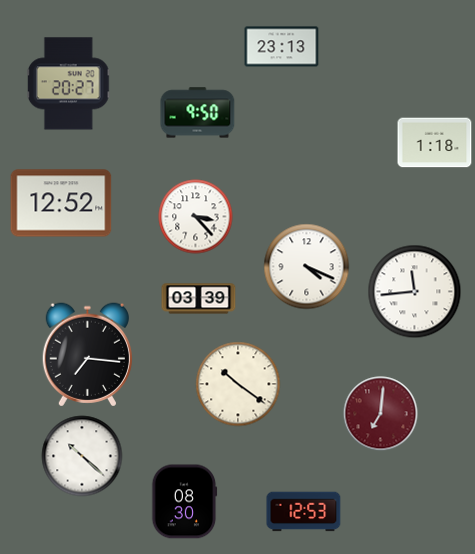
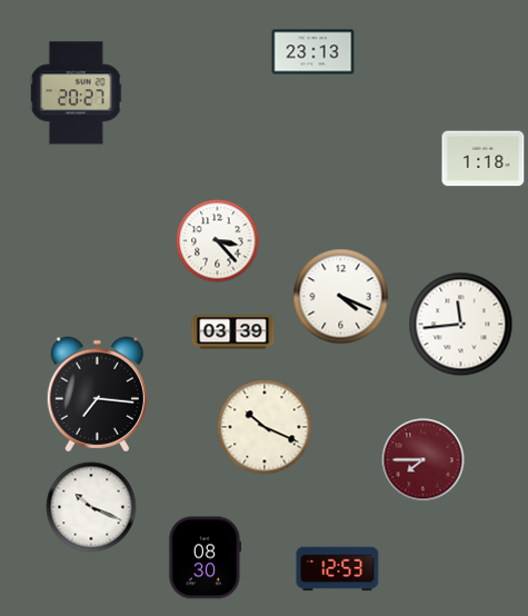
clock at (198, 113): 9:50 -> none
clock at (61, 203): 12:52 -> none
clock at (199, 299) position: (199, 299) -> (233, 332)
clock at (238, 384): 10:21 -> 10:19
clock at (381, 414): 7:01 -> 7:45
clock at (82, 456): 10:22 -> 10:19
